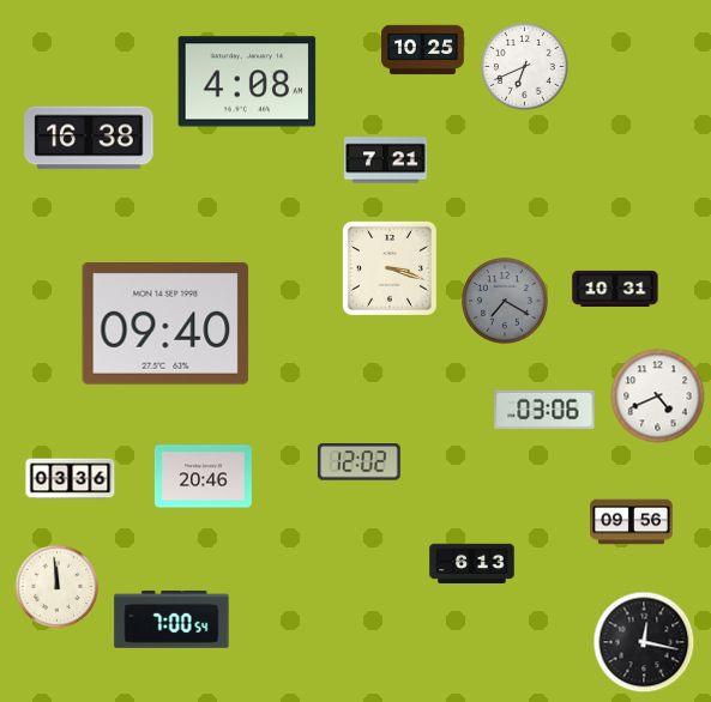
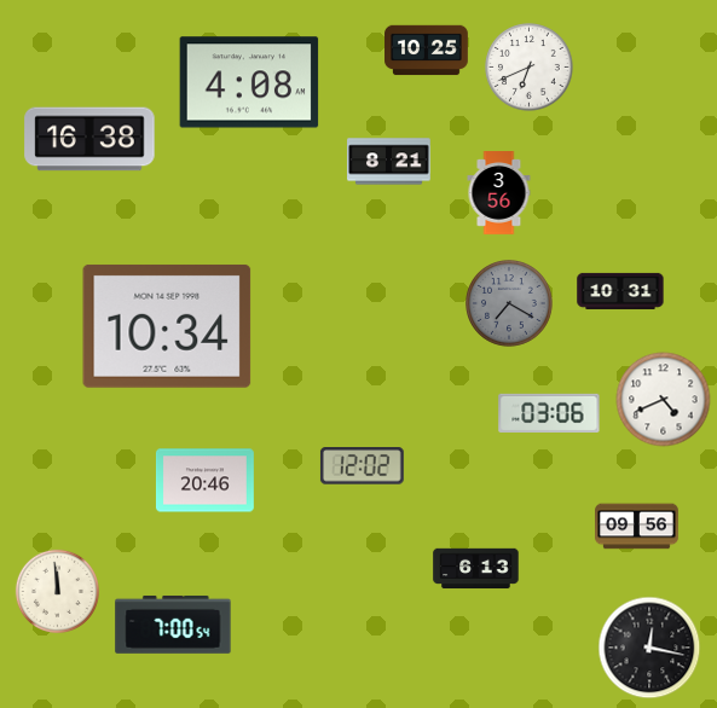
clock at (386, 161): 7:21 -> 8:21
clock at (499, 193): none -> 3:56
clock at (390, 268): 3:18 -> none
clock at (165, 323): 09:40 -> 10:34
clock at (71, 479): 03:36 -> none
